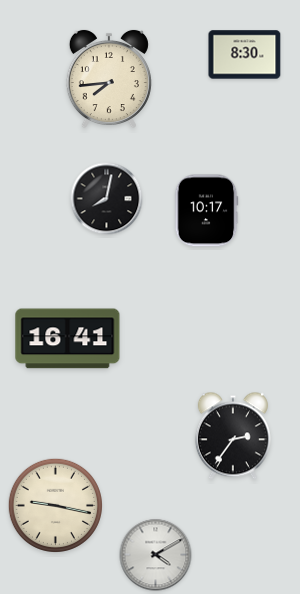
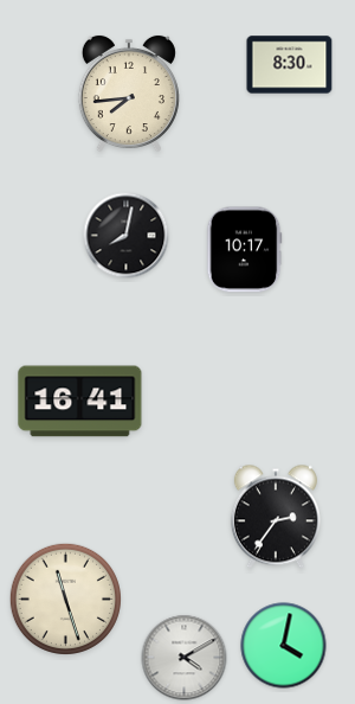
clock at (55, 505): 9:17 -> 11:27
clock at (284, 646): none -> 4:02
